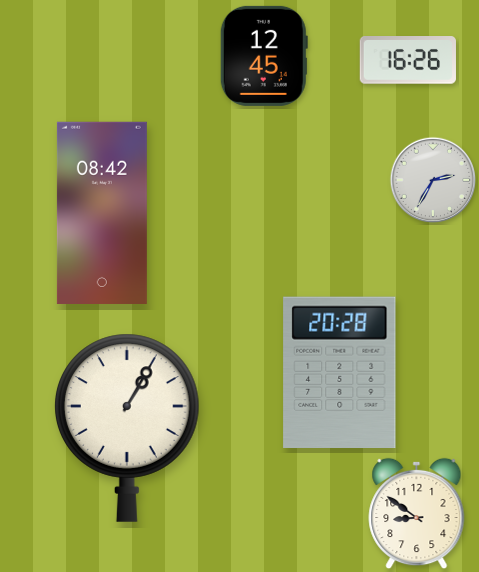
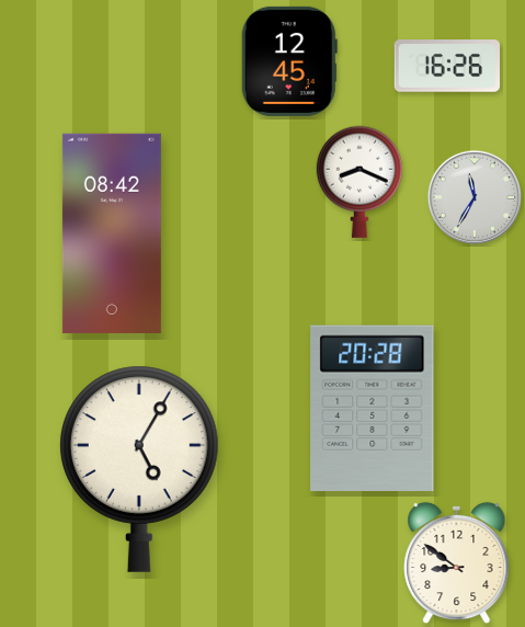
clock at (359, 182): none -> 8:19
clock at (433, 180): 2:35 -> 11:35
clock at (127, 428): 1:05 -> 5:05
